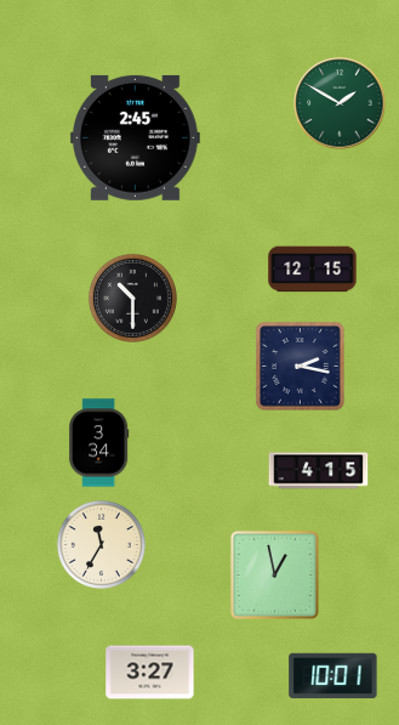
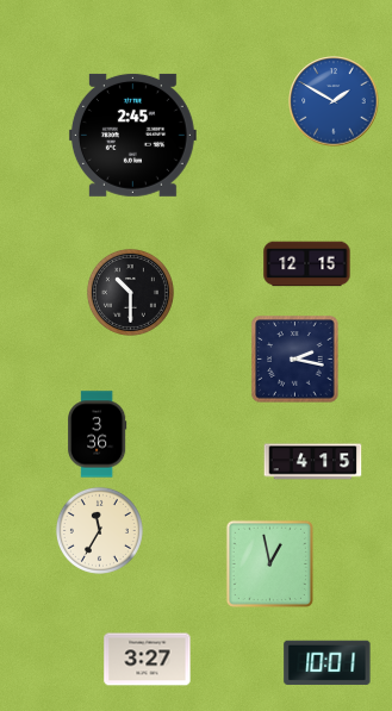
clock at (340, 103) dial: green -> blue
clock at (99, 443): 3:34 -> 3:36
clock at (101, 544) position: (101, 544) -> (99, 530)
